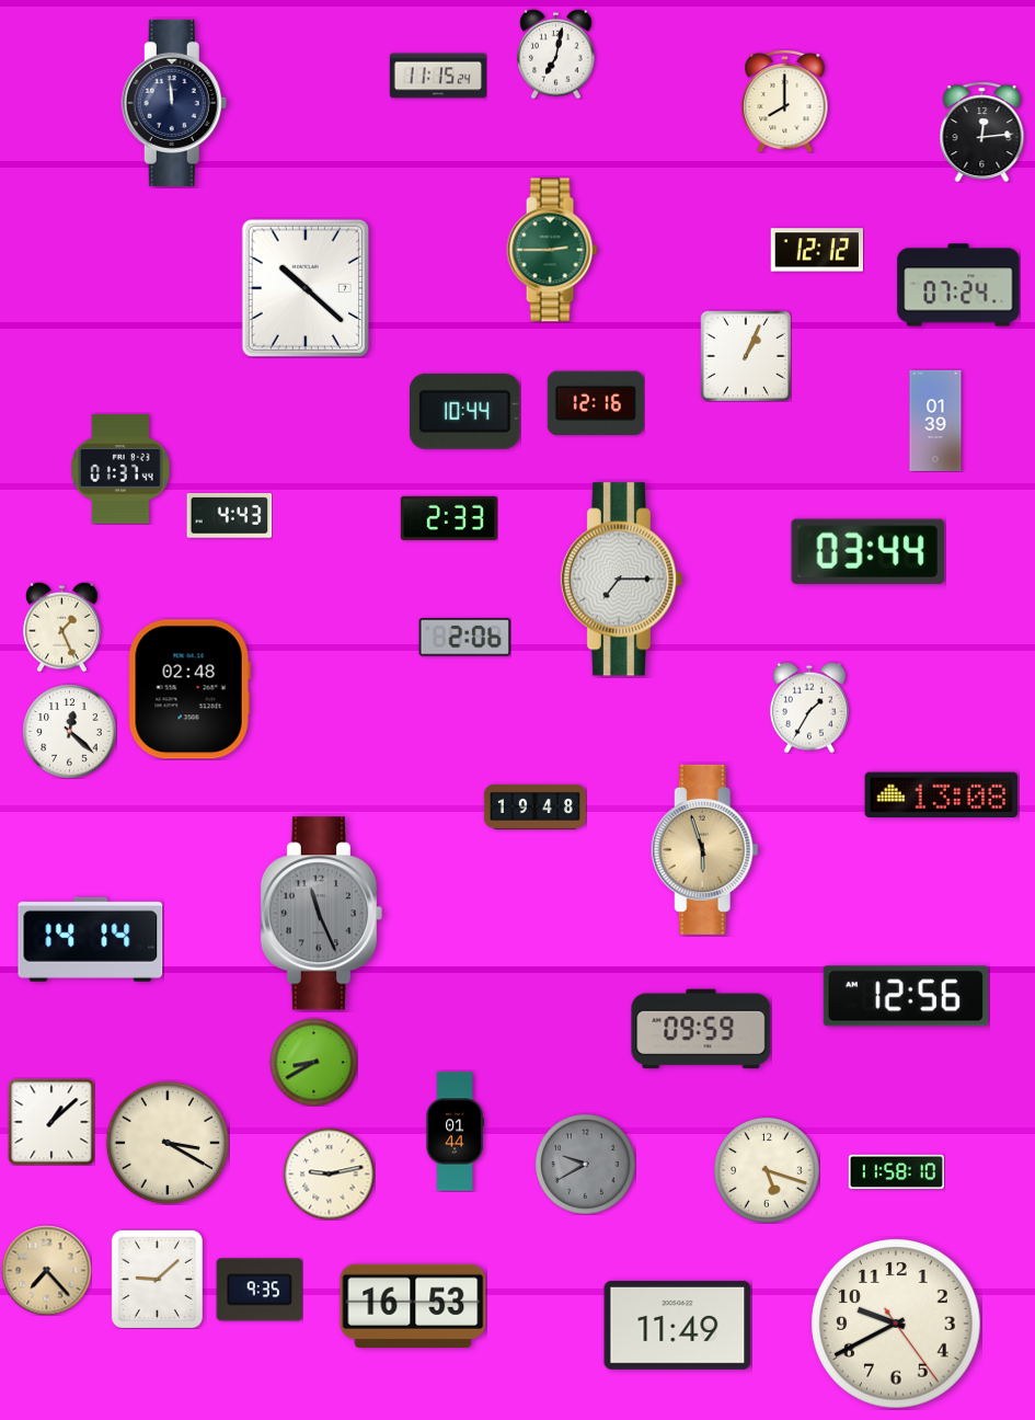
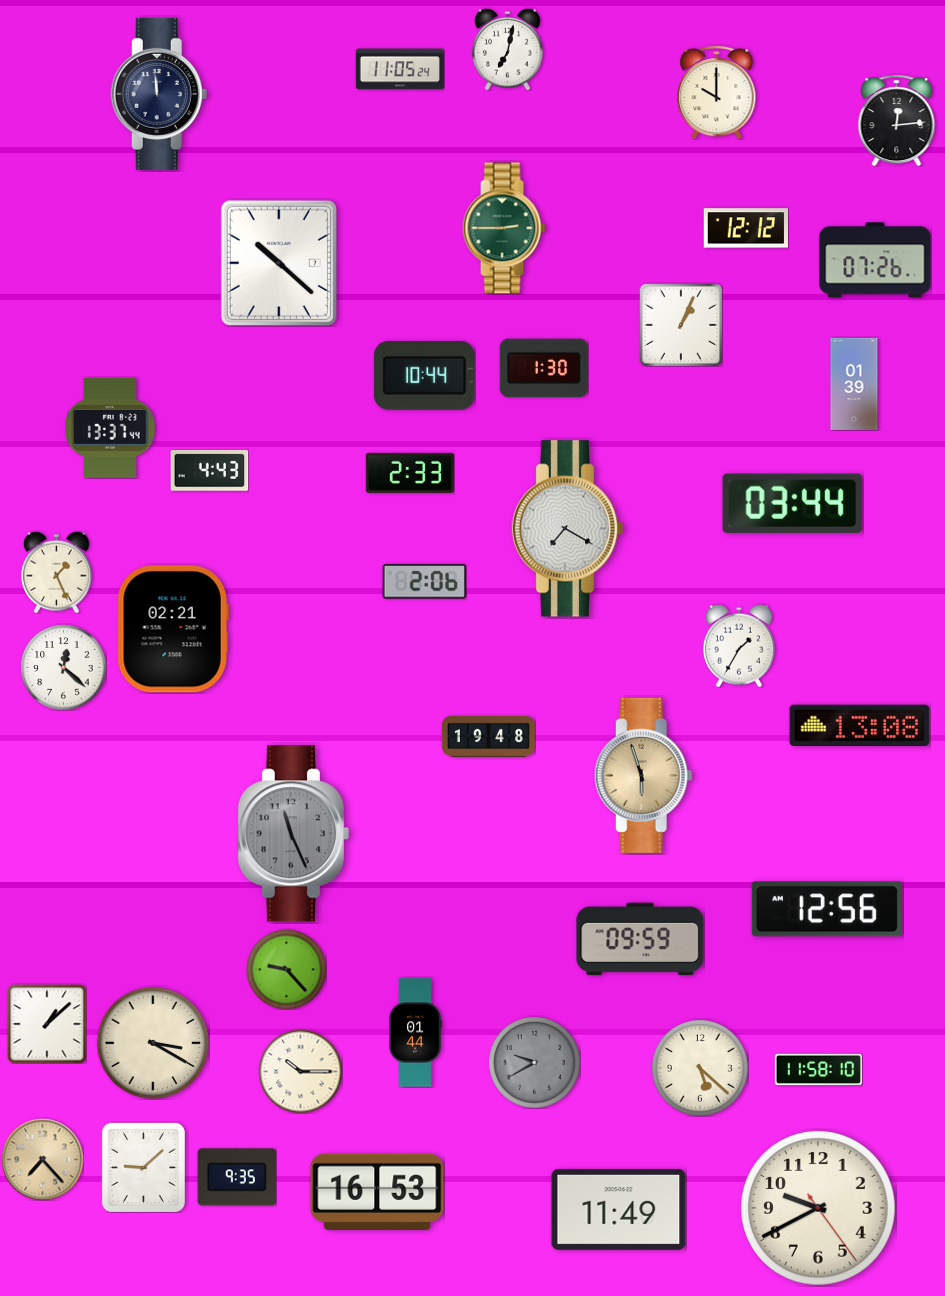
clock at (438, 76): 11:15 -> 11:05
clock at (785, 101): 8:00 -> 10:00
clock at (958, 285): 07:24 -> 07:26
clock at (596, 403): 12:16 -> 1:30
clock at (122, 470): 01:37 -> 13:37
clock at (621, 580): 7:15 -> 7:20
clock at (189, 689): 02:48 -> 02:21
clock at (91, 939): 14:14 -> none
clock at (313, 1062): 8:40 -> 9:23
clock at (767, 1170): 5:18 -> 5:22
clock at (329, 1173): 9:13 -> 10:15
